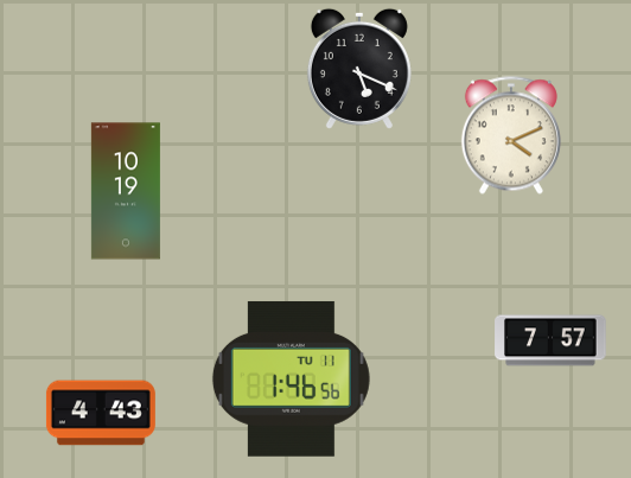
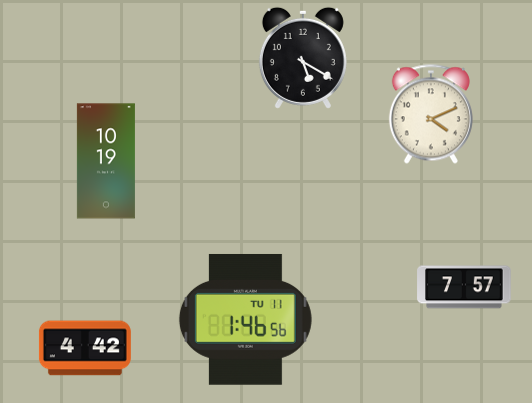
clock at (359, 69): 5:19 -> 5:20
clock at (101, 413): 4:43 -> 4:42
